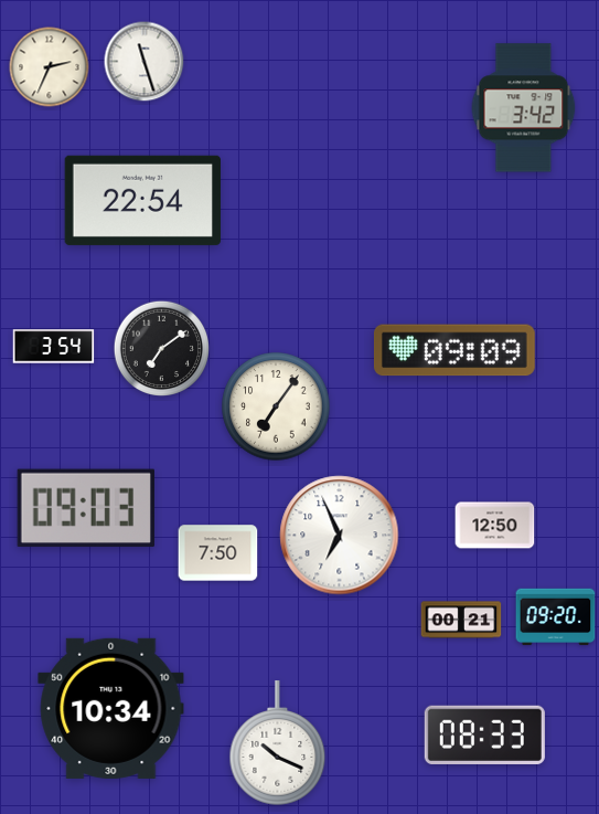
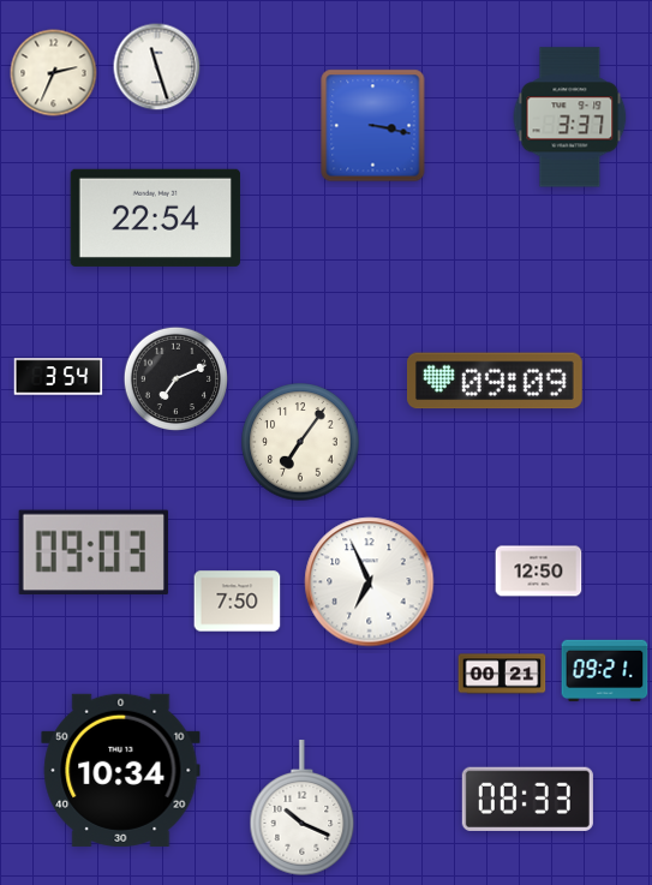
clock at (524, 108): 3:42 -> 3:37
clock at (373, 126): none -> 3:17
clock at (161, 348): 7:09 -> 7:11
clock at (556, 617): 09:20 -> 09:21
